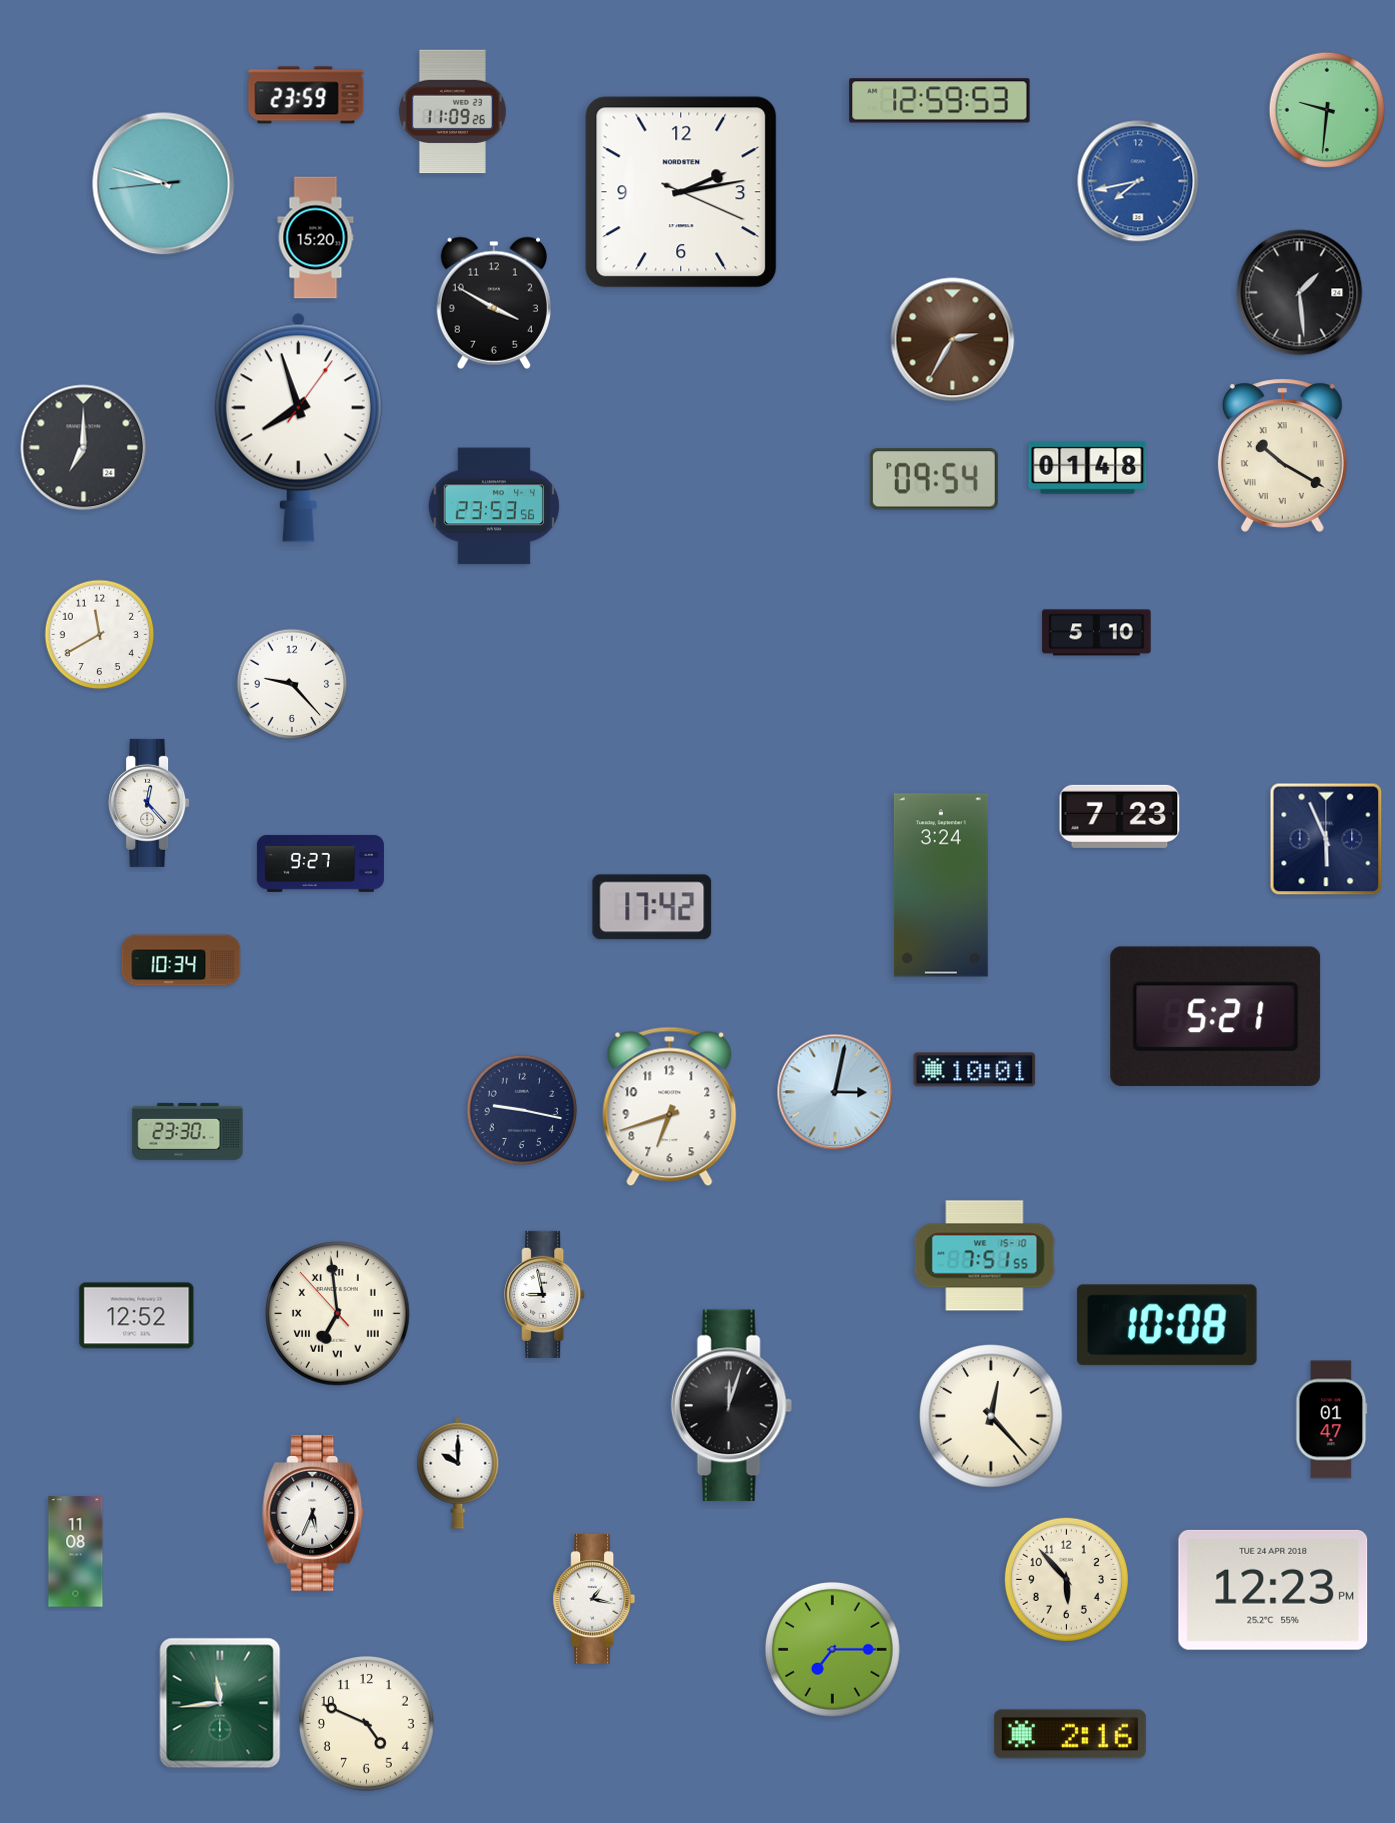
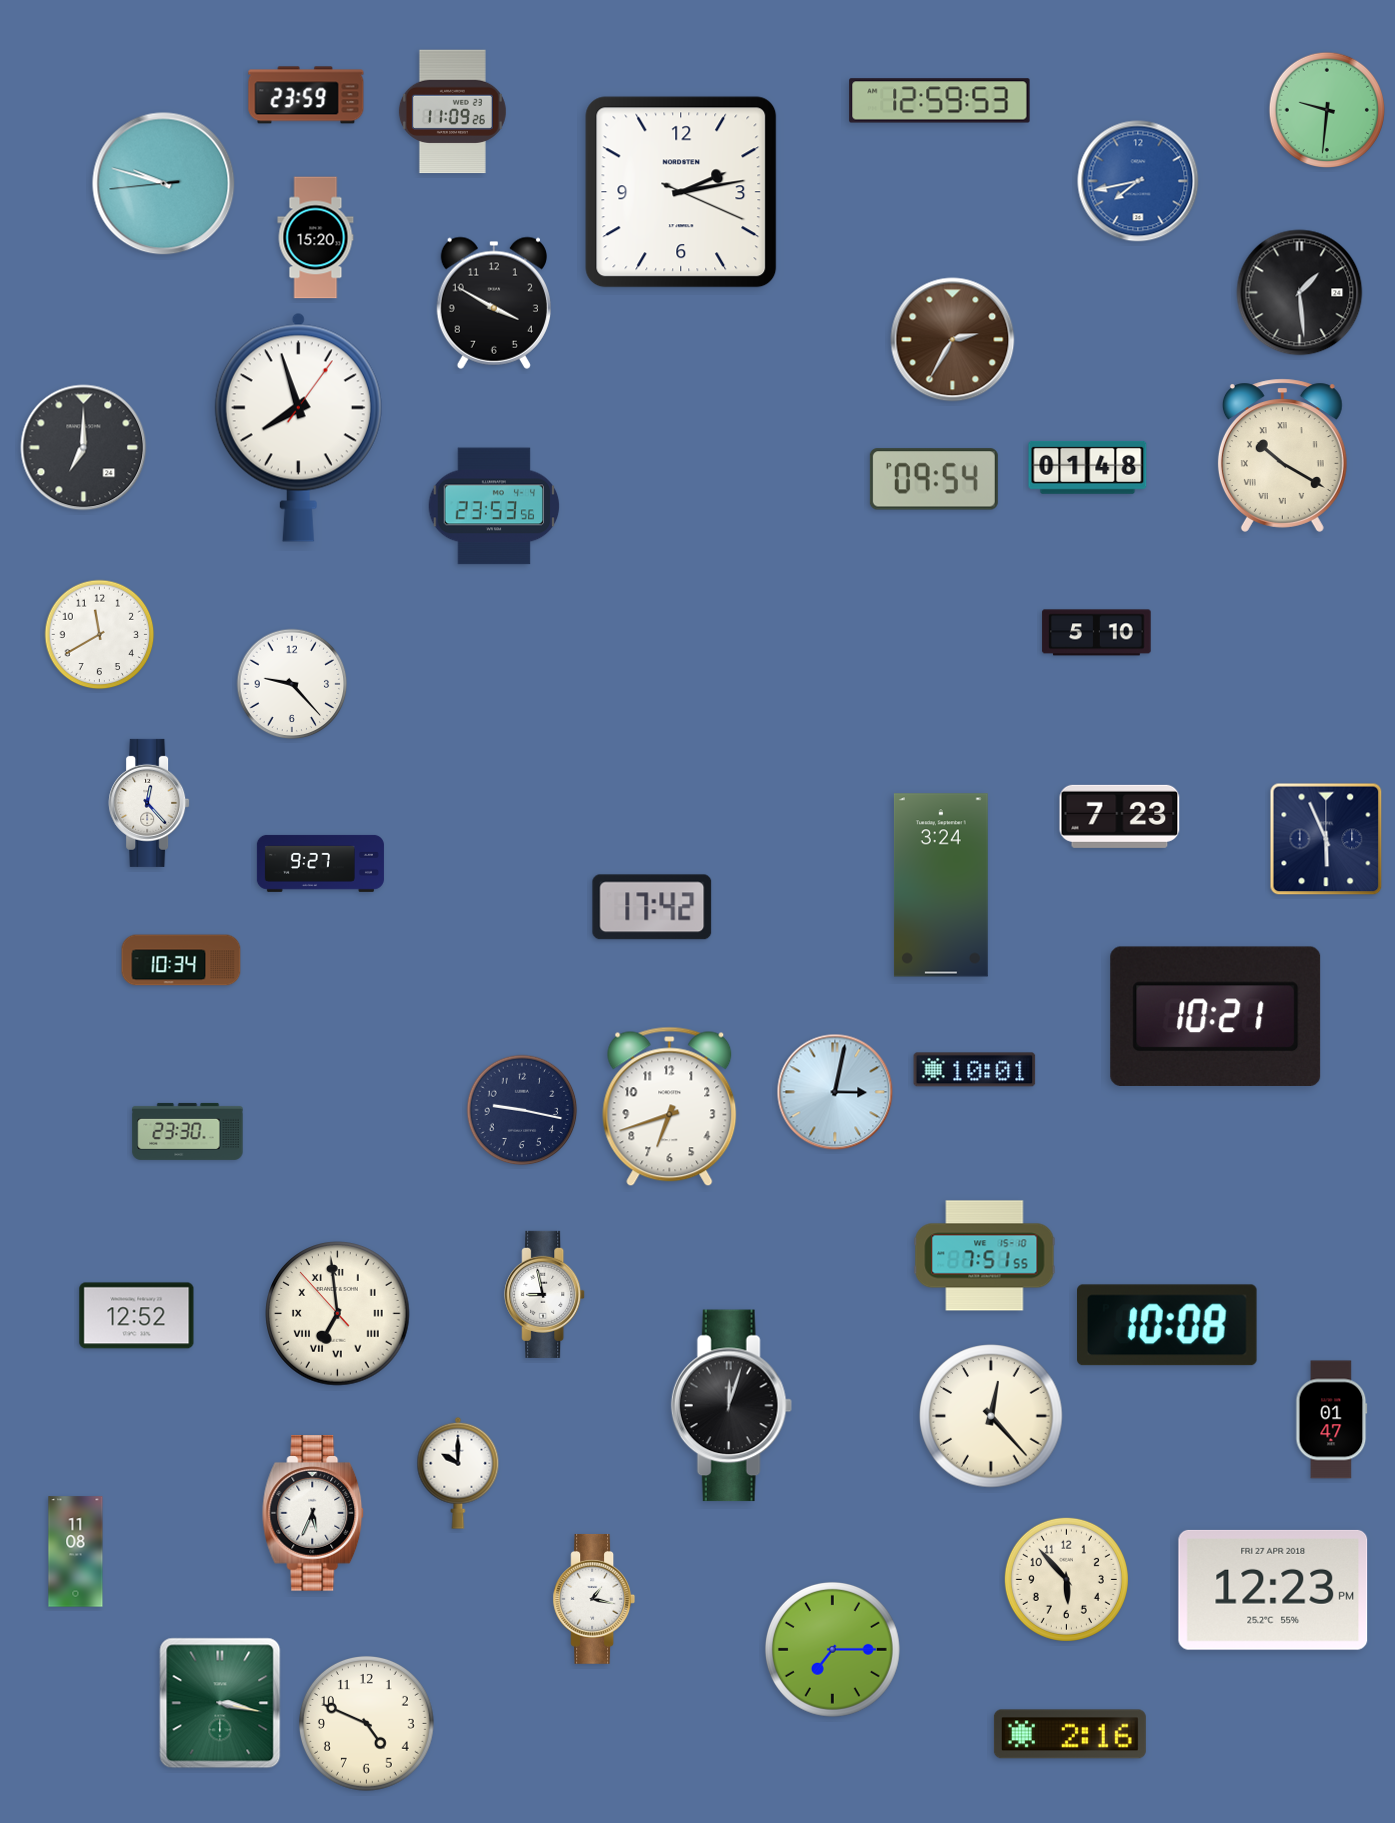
clock at (1216, 1016): 5:21 -> 10:21
clock at (1273, 1590) date: TUE 24 APR 2018 -> FRI 27 APR 2018
clock at (220, 1703): 11:44 -> 3:17
